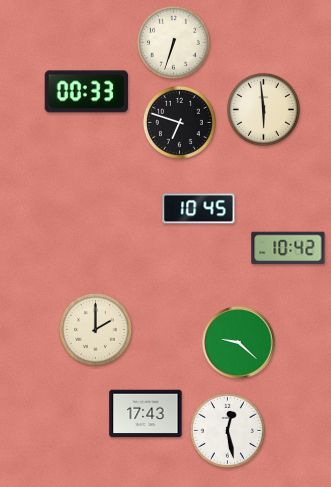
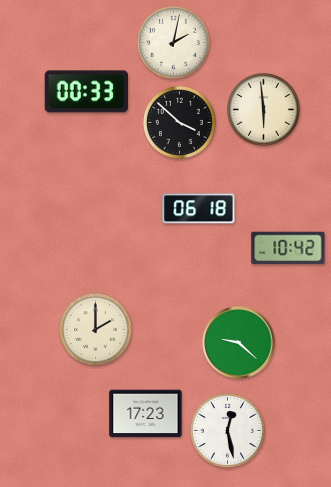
clock at (173, 42): 6:33 -> 2:02
clock at (179, 122): 6:48 -> 3:52
clock at (199, 209): 10:45 -> 06:18
clock at (146, 414): 17:43 -> 17:23
